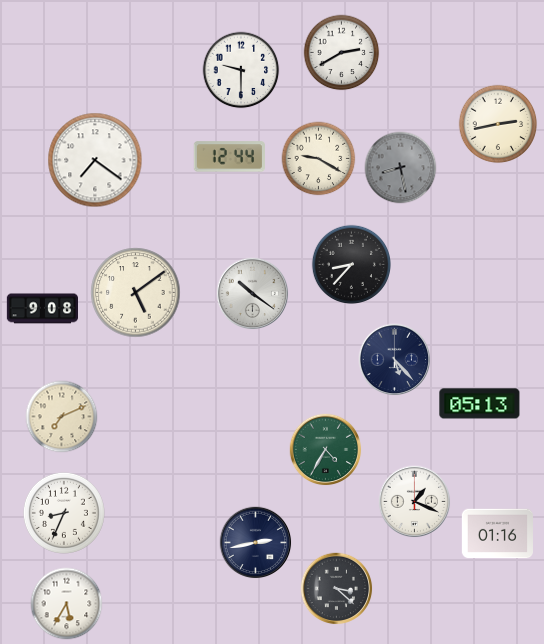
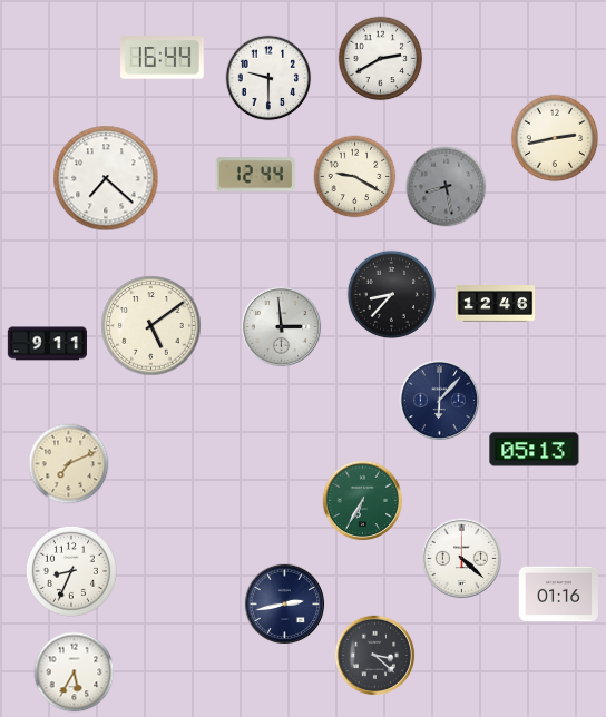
clock at (163, 58): none -> 16:44
clock at (95, 160): 7:21 -> 7:22
clock at (496, 304): none -> 12:46
clock at (253, 294): 10:21 -> 2:59
clock at (43, 309): 9:08 -> 9:11
clock at (395, 360): 5:23 -> 6:07
clock at (326, 450): 4:35 -> 6:35
clock at (415, 502): 1:19 -> 4:22
clock at (498, 534) position: (498, 534) -> (559, 595)
